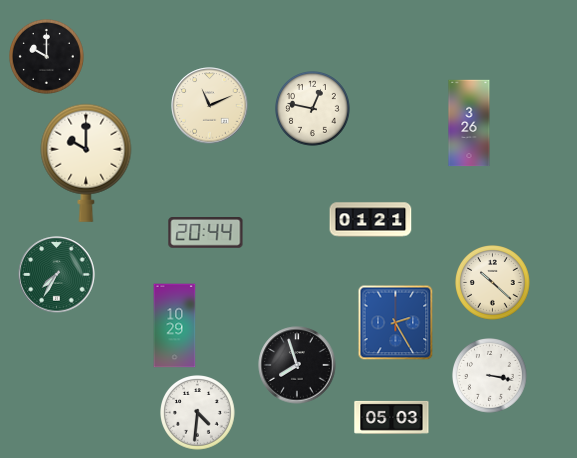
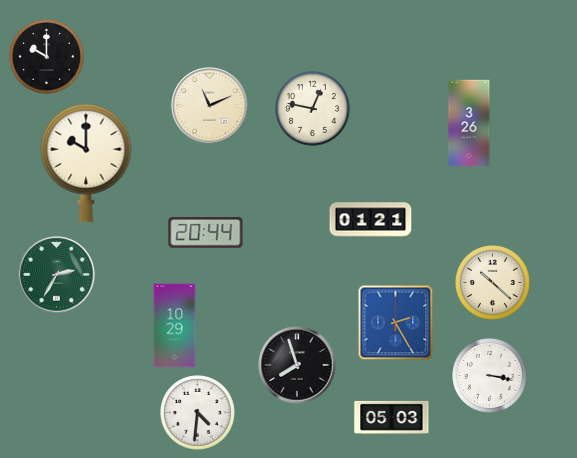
clock at (57, 275): 7:35 -> 2:35
